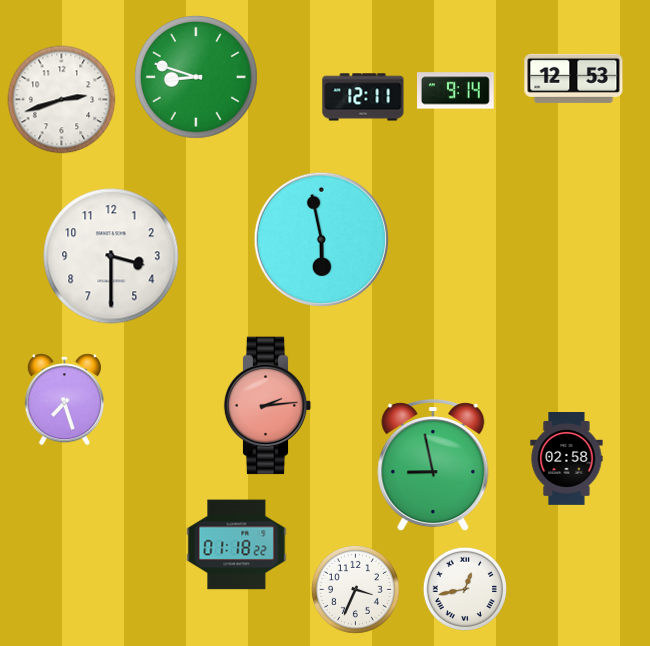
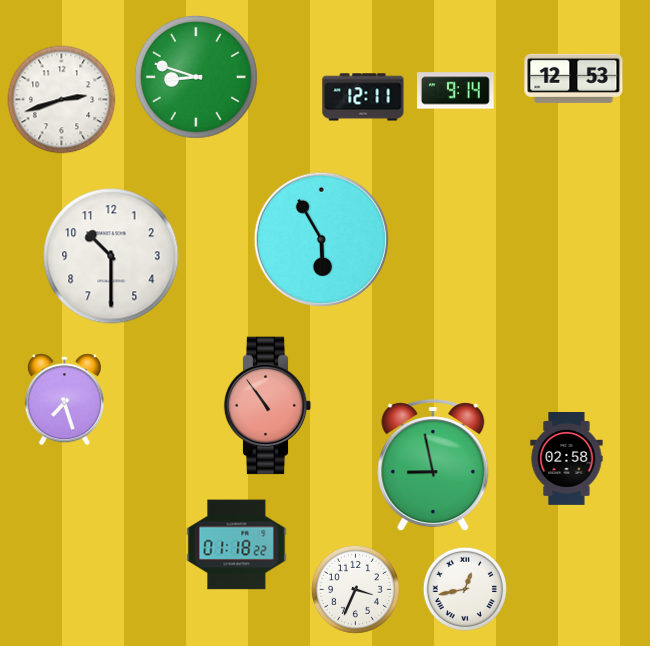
clock at (321, 239): 5:58 -> 5:55
clock at (111, 256): 3:30 -> 10:30
clock at (268, 406): 2:14 -> 10:54
